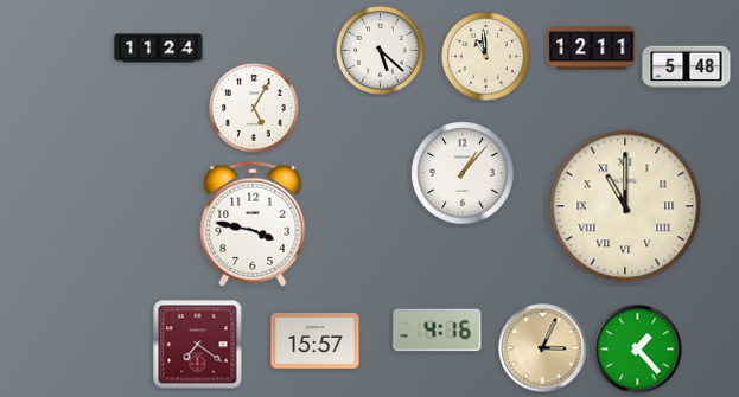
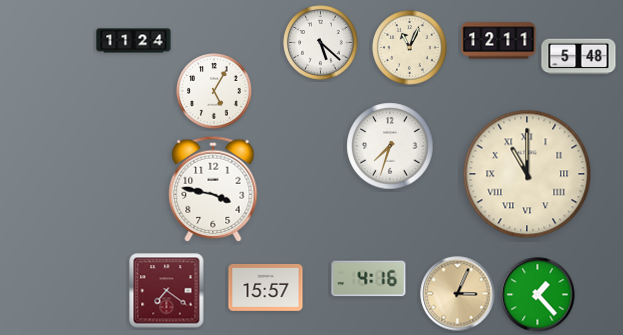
clock at (486, 57): 10:59 -> 11:04
clock at (463, 173): 1:07 -> 7:33
